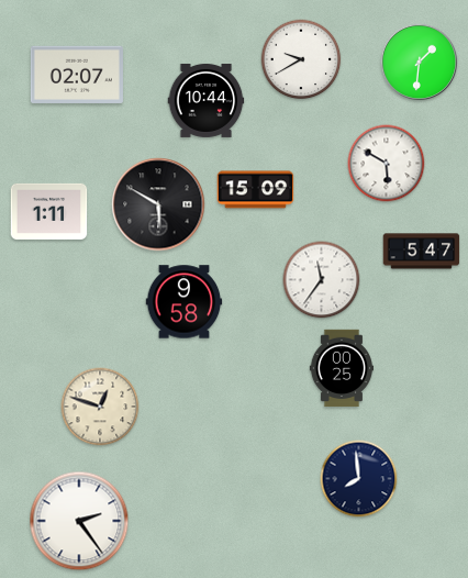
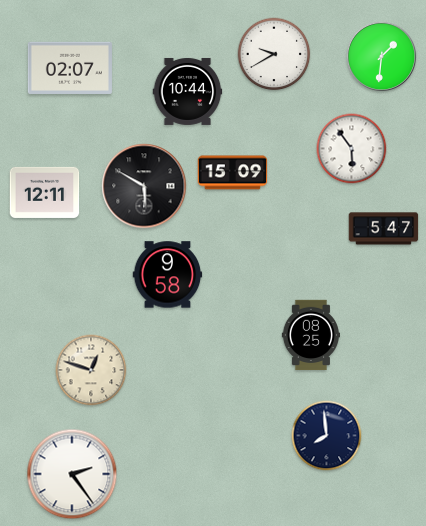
clock at (387, 164): 5:50 -> 5:54
clock at (49, 211): 1:11 -> 12:11
clock at (322, 280): 11:36 -> none
clock at (341, 368): 00:25 -> 08:25
